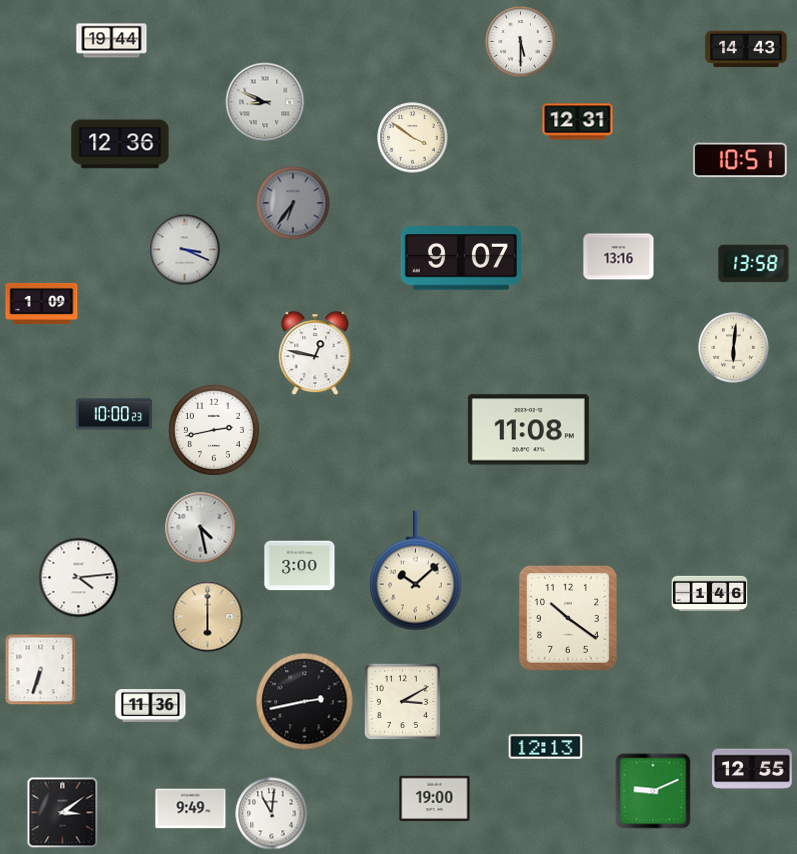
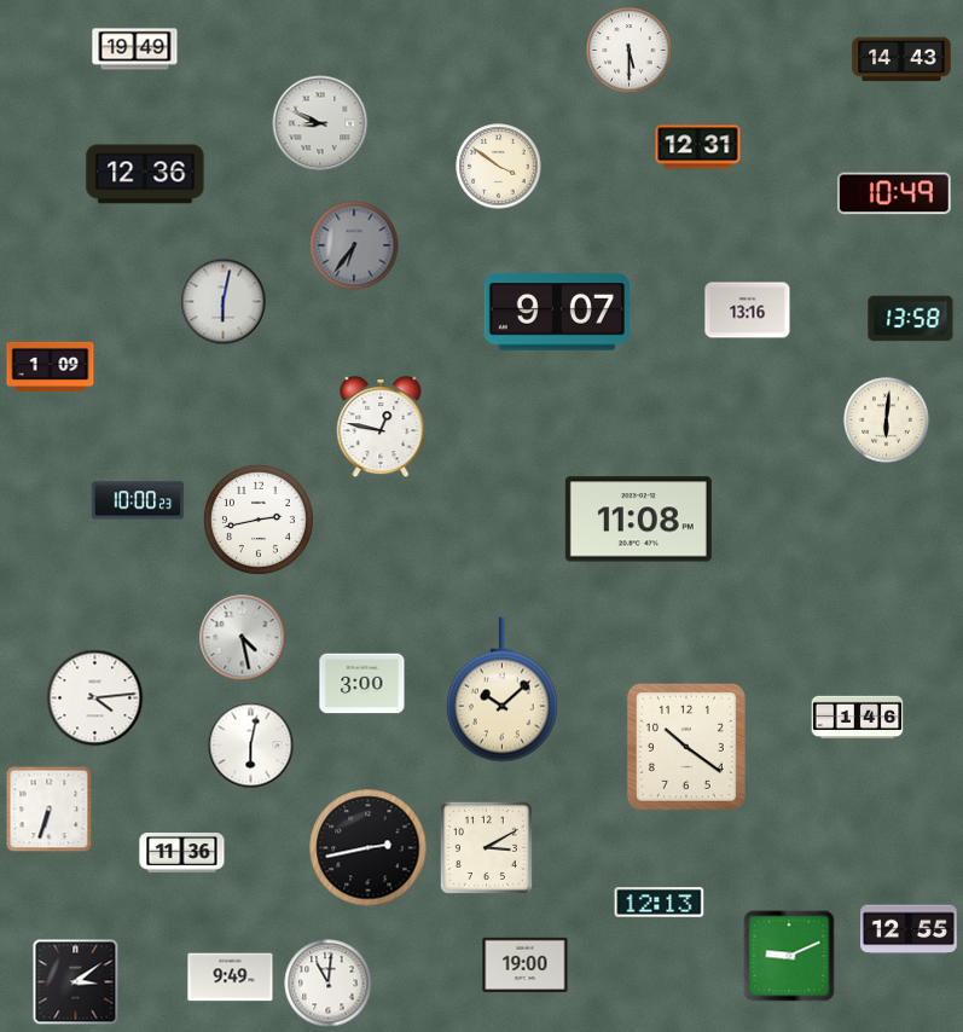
clock at (112, 41): 19:44 -> 19:49
clock at (740, 160): 10:51 -> 10:49
clock at (185, 250): 3:19 -> 6:02
clock at (208, 617): 6:00 -> 6:02
clock at (208, 617) dial: champagne -> white
